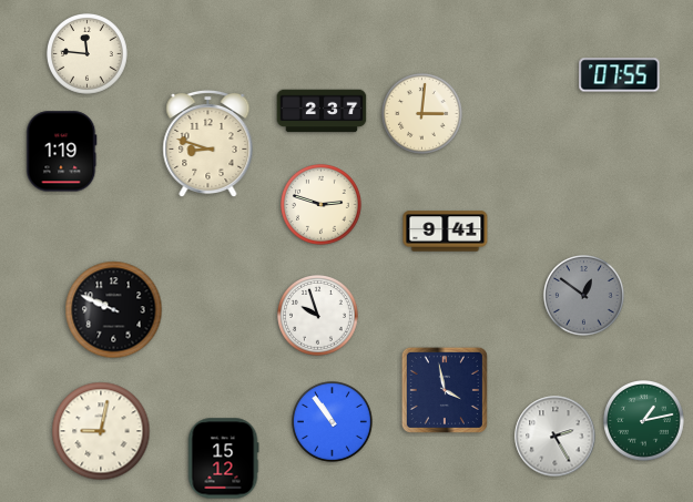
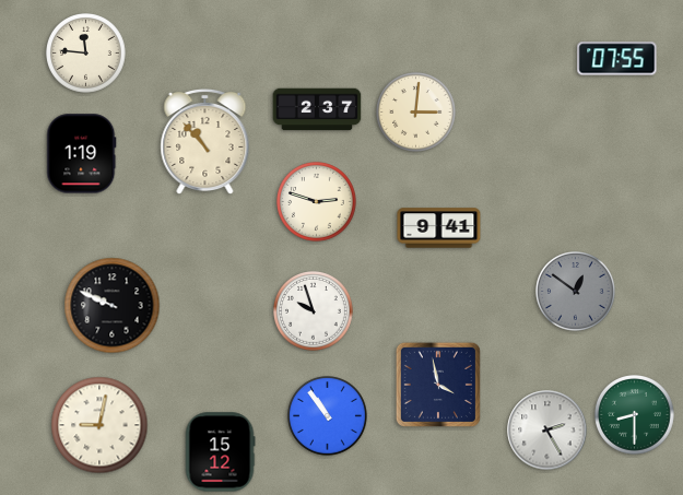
clock at (620, 75) position: (620, 75) -> (617, 59)
clock at (208, 144): 8:48 -> 10:53
clock at (62, 152) position: (62, 152) -> (82, 154)
clock at (644, 421): 1:13 -> 8:30
